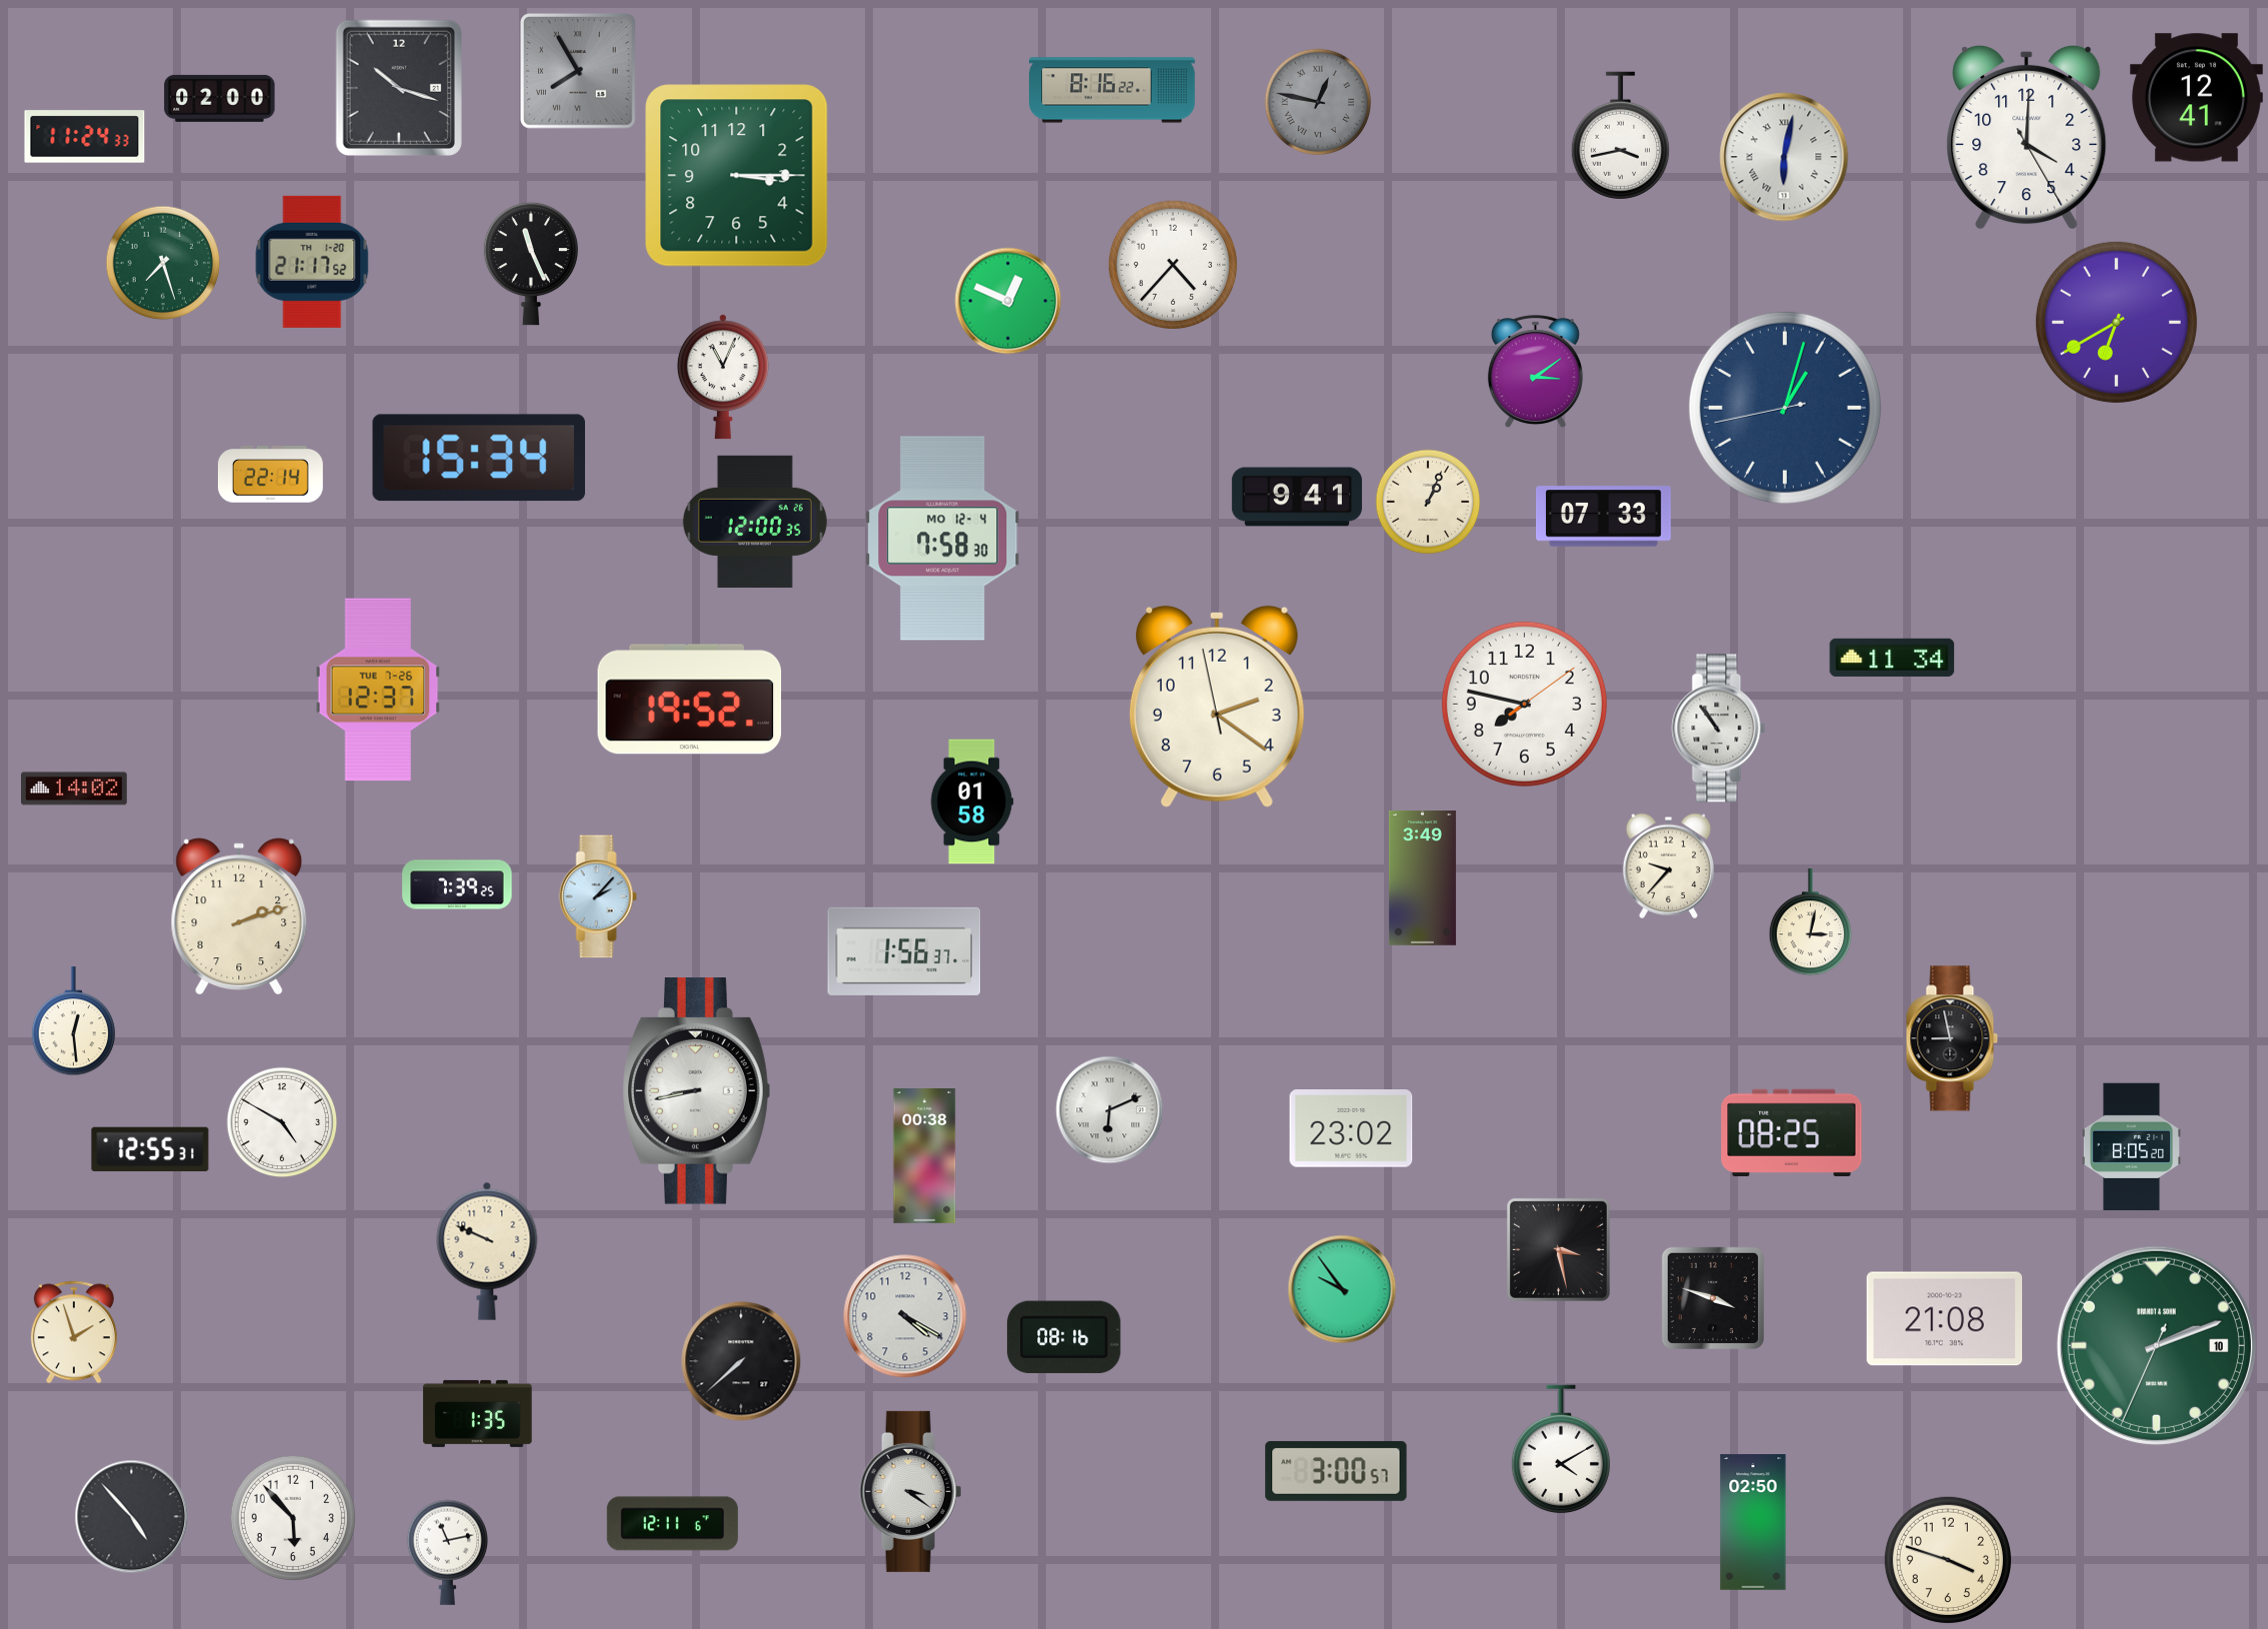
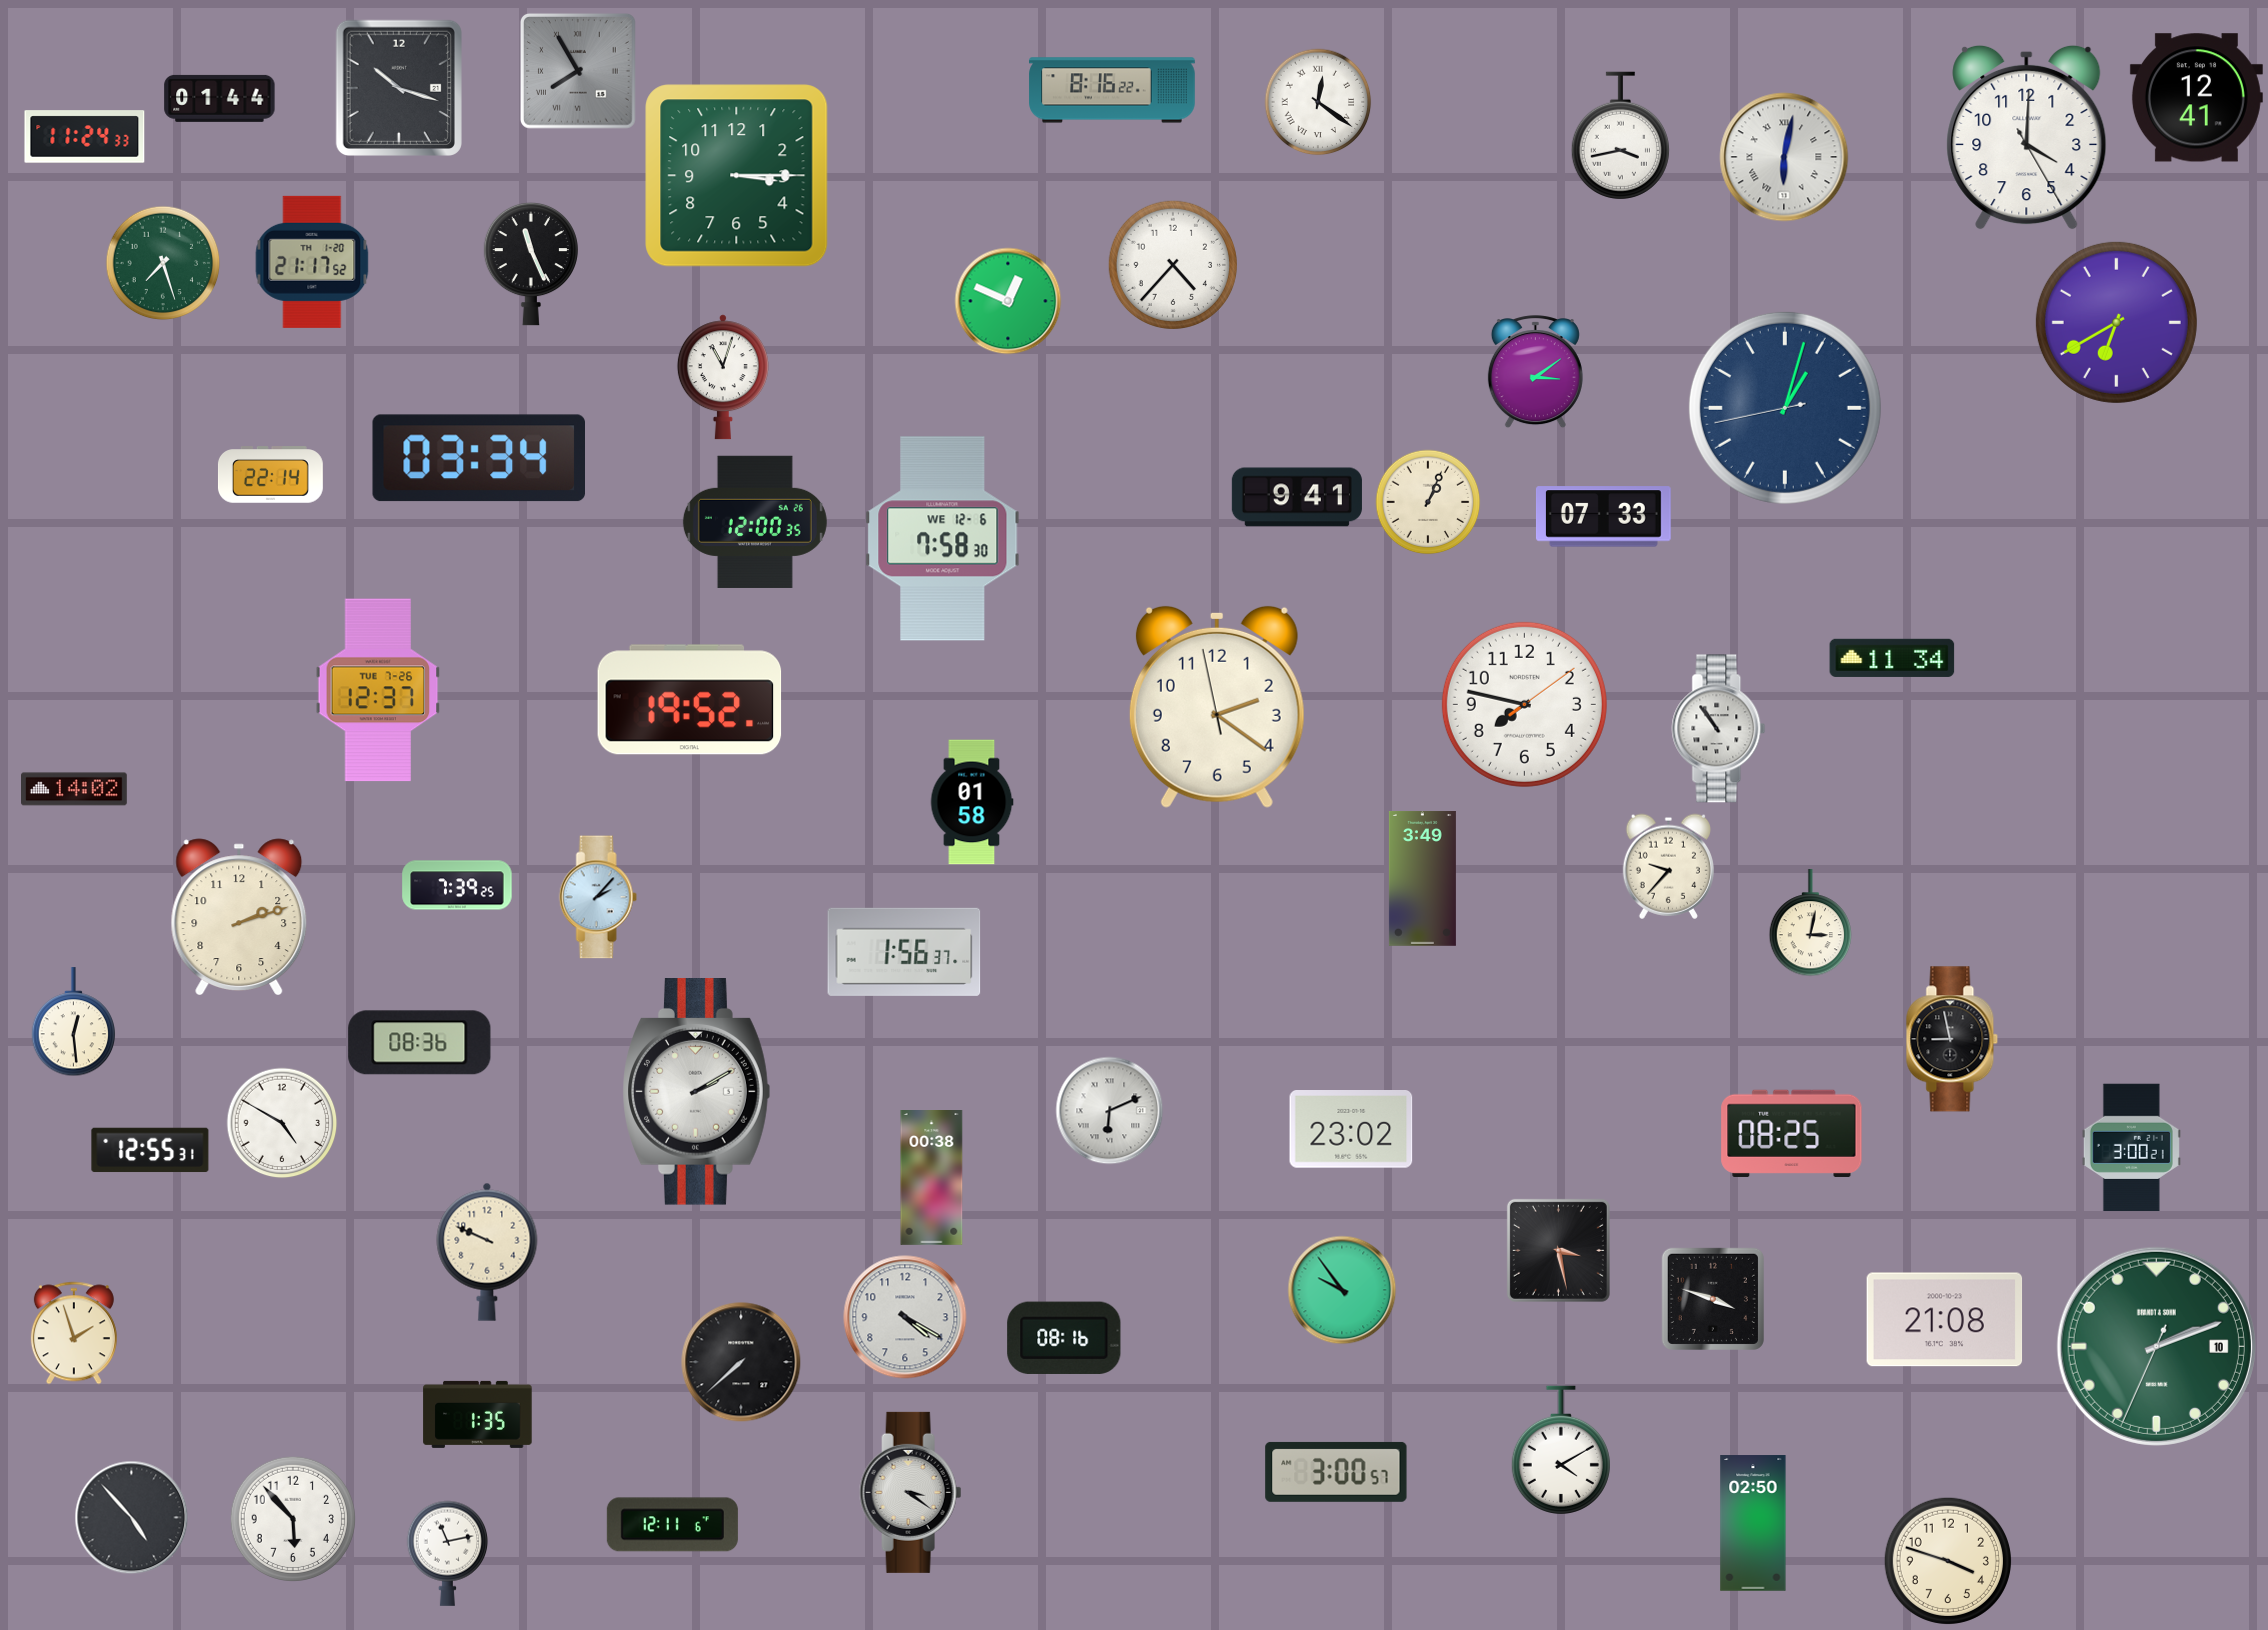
clock at (220, 98): 02:00 -> 01:44
clock at (1318, 102): 12:47 -> 12:21
clock at (1318, 102) dial: grey -> white
clock at (723, 377): 11:04 -> 11:03
clock at (478, 458): 15:34 -> 03:34
clock at (943, 539) date: MO 12-4 -> WE 12-6
clock at (420, 1043): none -> 08:36
clock at (696, 1091): 8:43 -> 2:10
clock at (2131, 1147): 8:05 -> 3:00
clock at (925, 1156) position: (925, 1156) -> (932, 1178)
